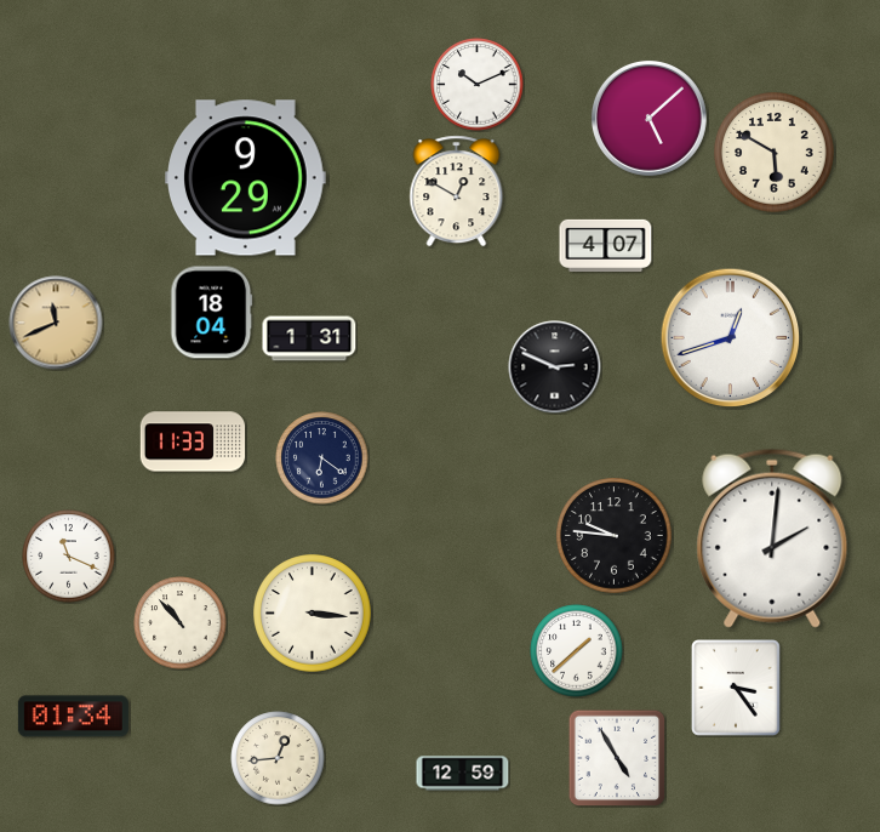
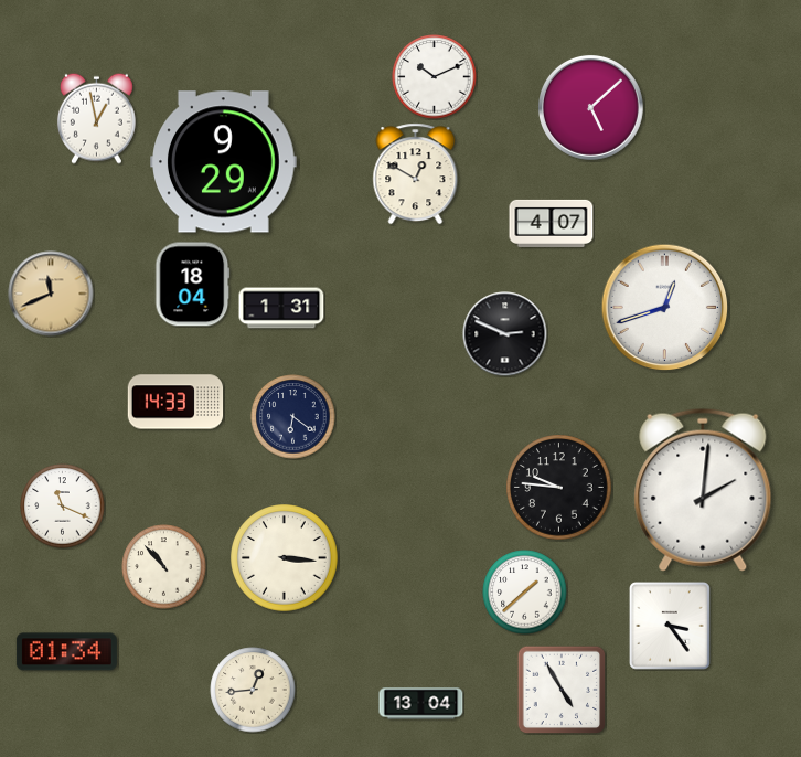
clock at (96, 118): none -> 12:58
clock at (775, 153): 5:50 -> none
clock at (193, 441): 11:33 -> 14:33
clock at (463, 774): 12:59 -> 13:04
